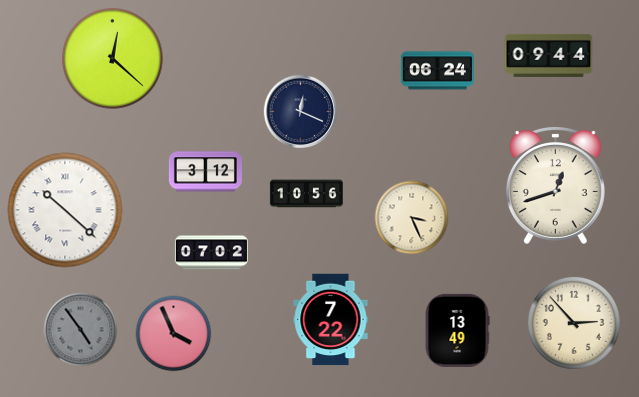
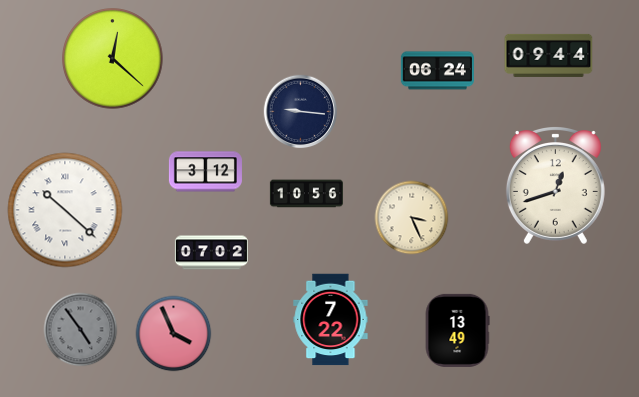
clock at (301, 112): 12:19 -> 9:16
clock at (574, 323): 2:53 -> none
